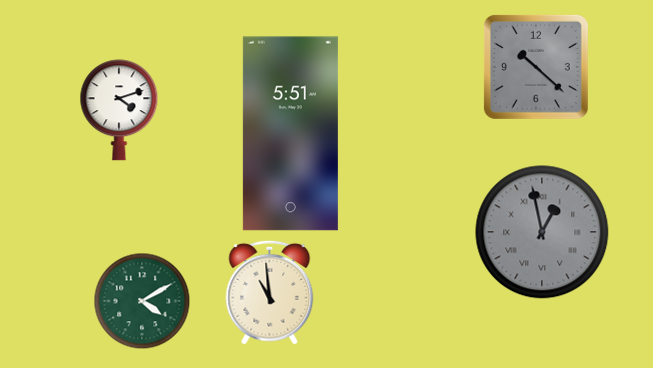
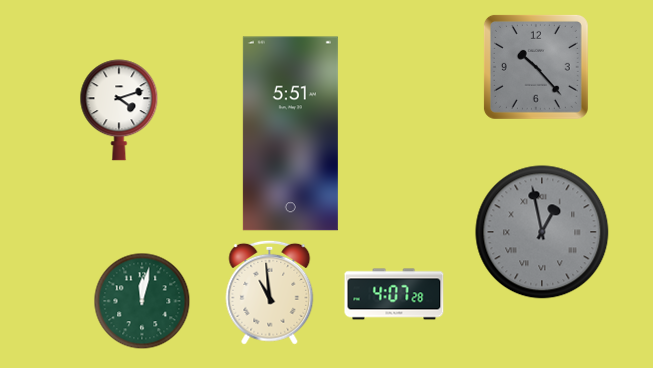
clock at (536, 67): 10:22 -> 10:23
clock at (394, 294): none -> 4:07
clock at (142, 301): 4:10 -> 12:02
